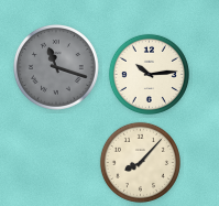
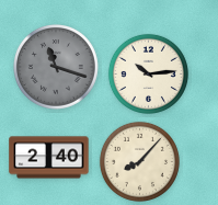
clock at (49, 158): none -> 2:40
